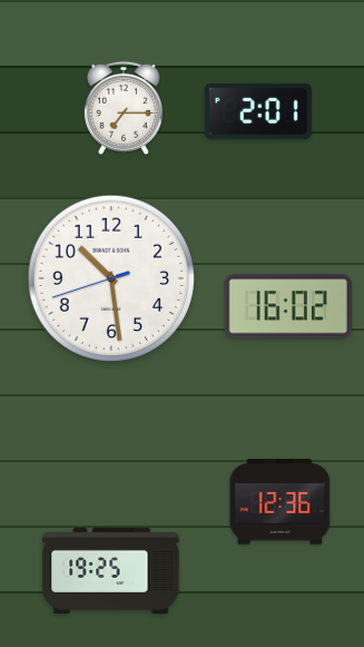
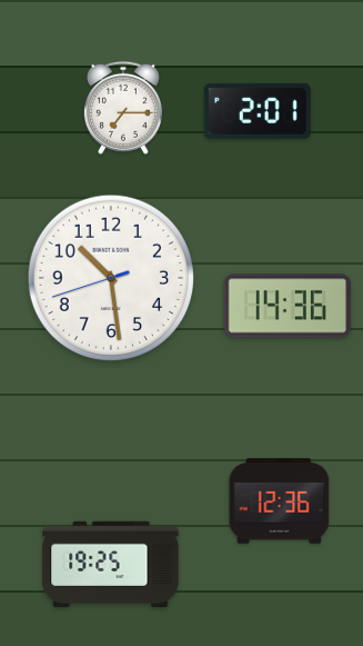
clock at (288, 306): 16:02 -> 14:36
clock at (111, 571) position: (111, 571) -> (111, 565)
